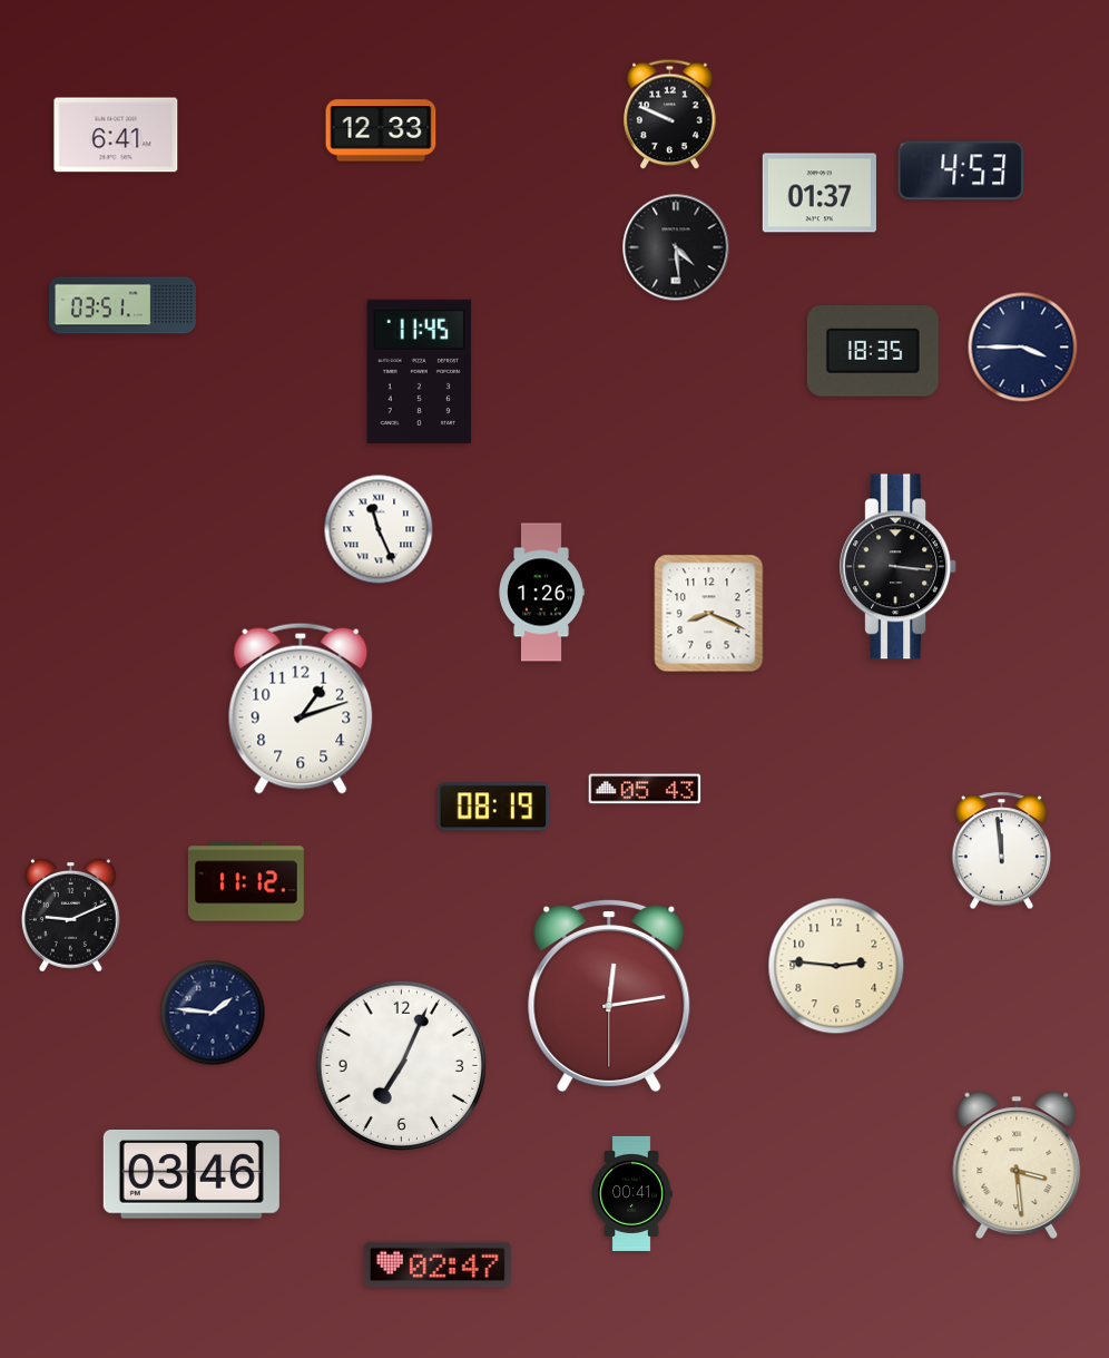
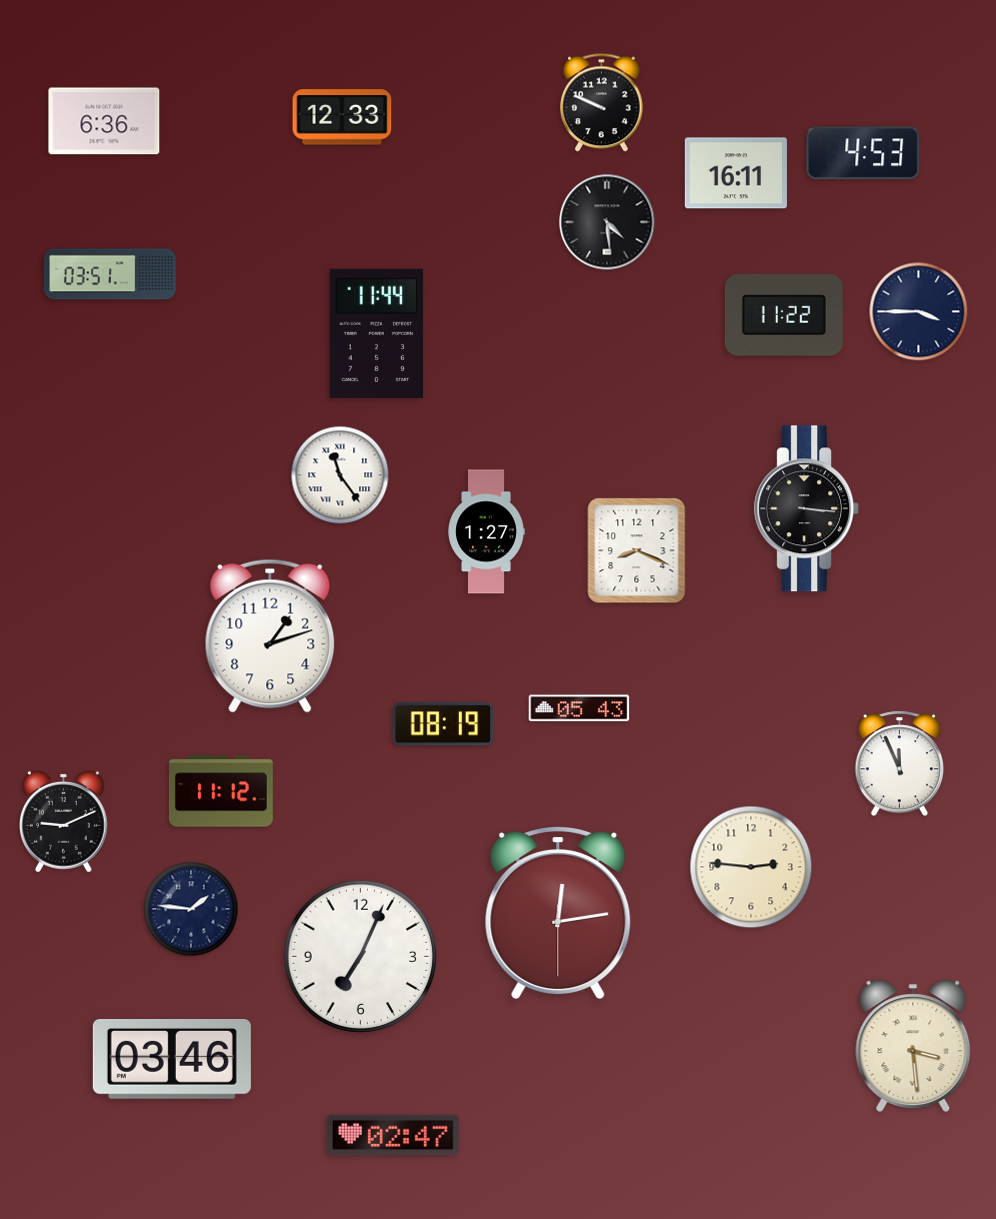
clock at (116, 135): 6:41 -> 6:36
clock at (820, 193): 01:37 -> 16:11
clock at (873, 351): 18:35 -> 11:22
clock at (420, 371): 11:45 -> 11:44
clock at (379, 529): 11:26 -> 11:24
clock at (541, 593): 1:26 -> 1:27
clock at (1001, 851): 11:59 -> 11:56
clock at (609, 997) position: (609, 997) -> (558, 914)
clock at (192, 1175) position: (192, 1175) -> (172, 1060)
clock at (631, 1193): 00:41 -> none
